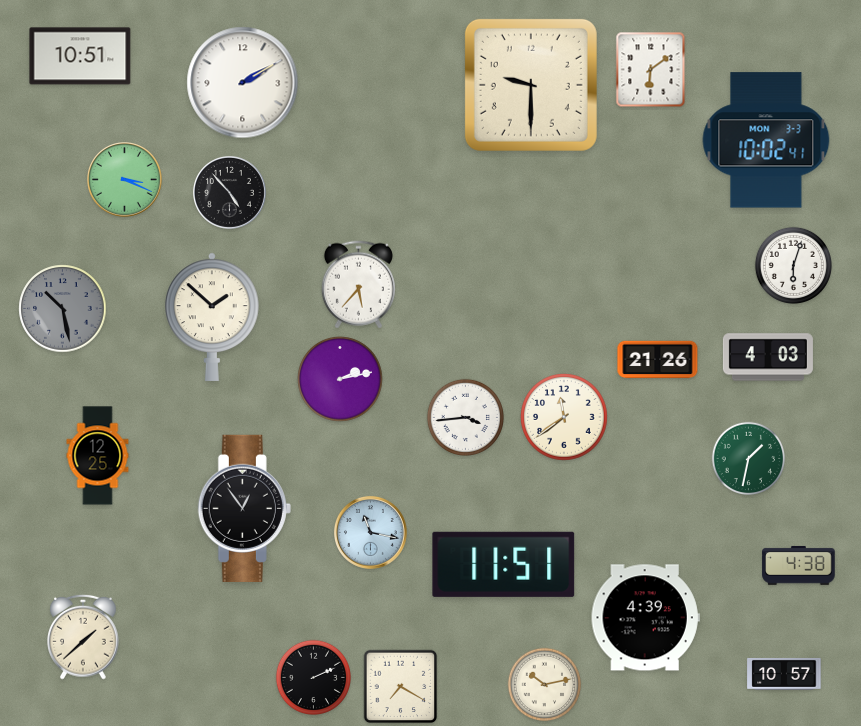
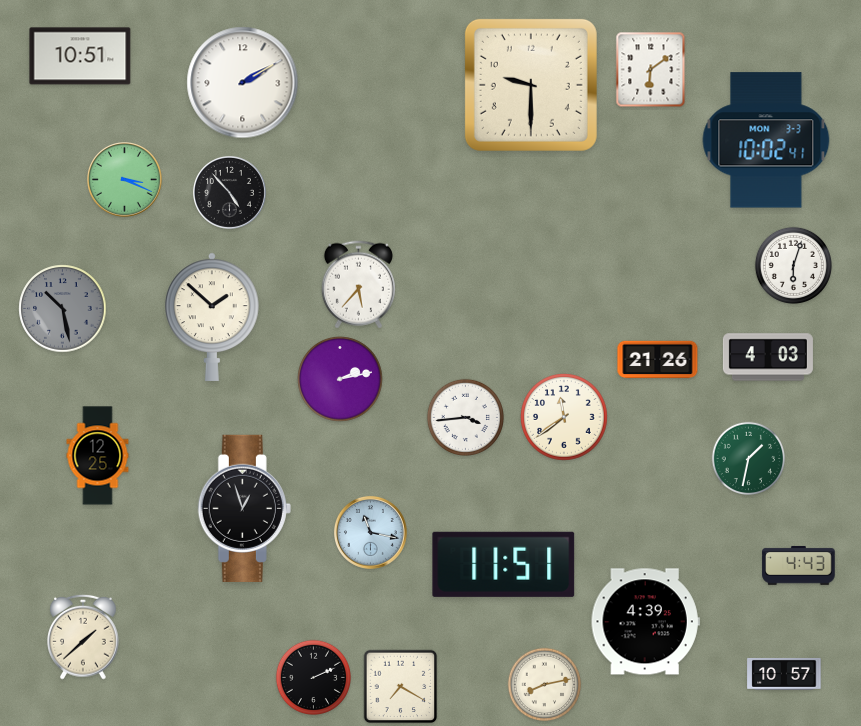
clock at (244, 508): 12:54 -> 12:57
clock at (799, 566): 4:38 -> 4:43
clock at (645, 618) position: (645, 618) -> (645, 622)
clock at (545, 685): 10:13 -> 8:13
